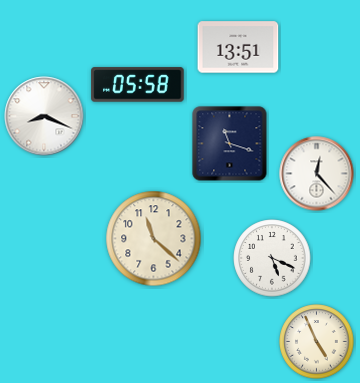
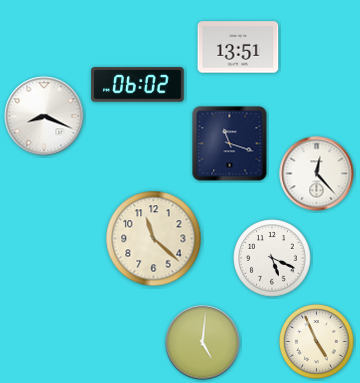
clock at (138, 85): 05:58 -> 06:02
clock at (203, 343): none -> 5:01
